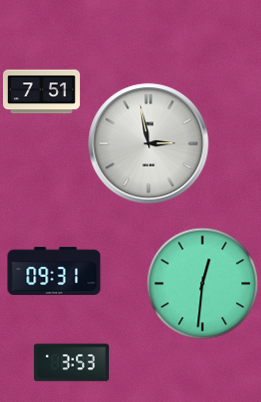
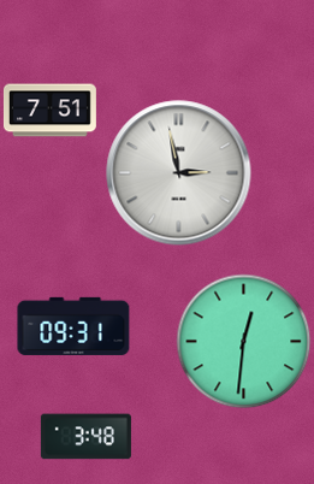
clock at (54, 271) position: (54, 271) -> (73, 326)
clock at (71, 363): 3:53 -> 3:48
